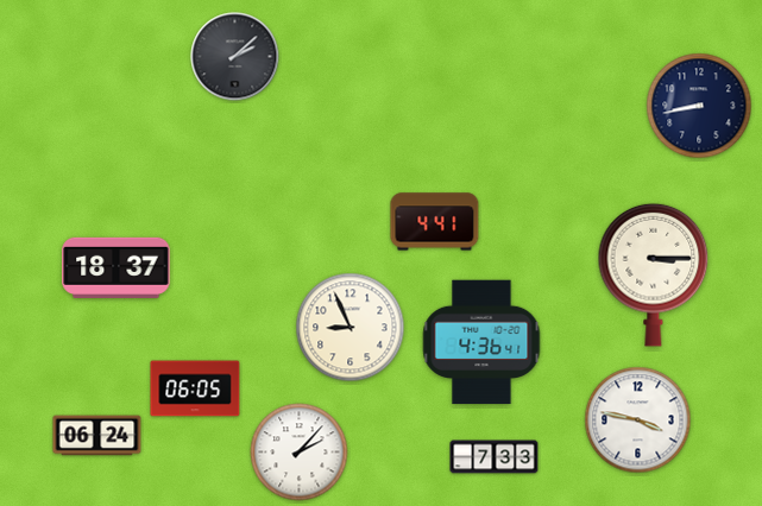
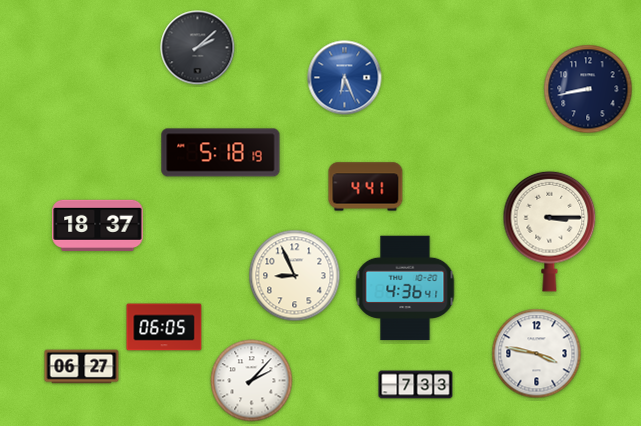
clock at (345, 78): none -> 6:26
clock at (221, 153): none -> 5:18
clock at (97, 436): 06:24 -> 06:27
